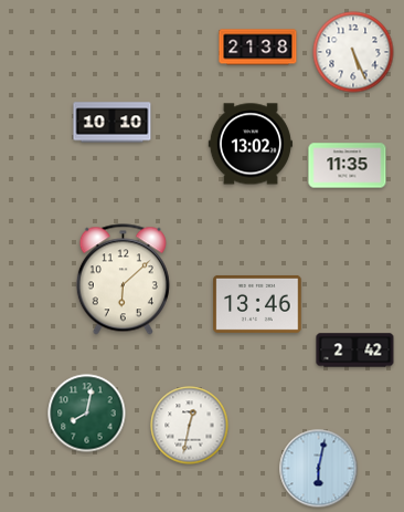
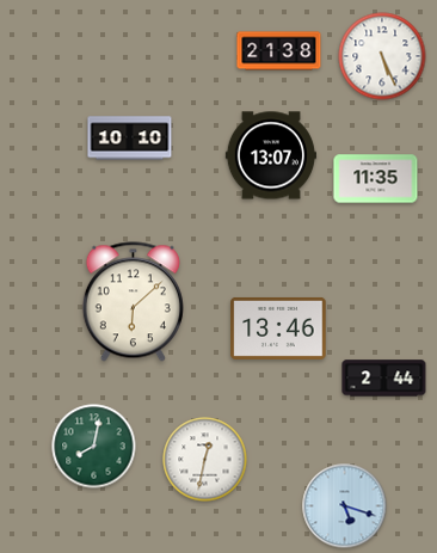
clock at (113, 123) position: (113, 123) -> (130, 139)
clock at (251, 144): 13:02 -> 13:07
clock at (355, 351): 2:42 -> 2:44
clock at (319, 469): 6:02 -> 5:18
